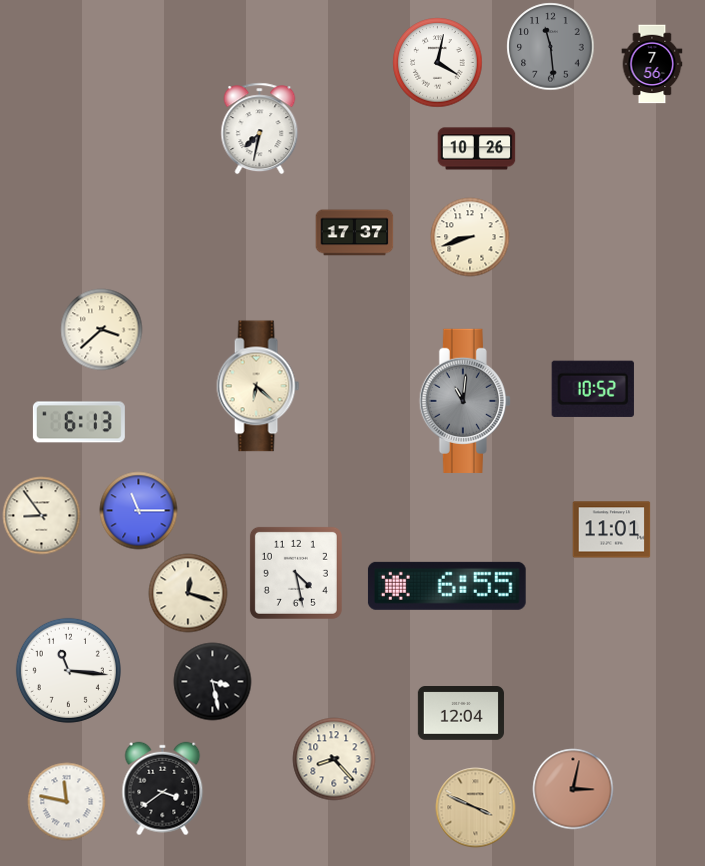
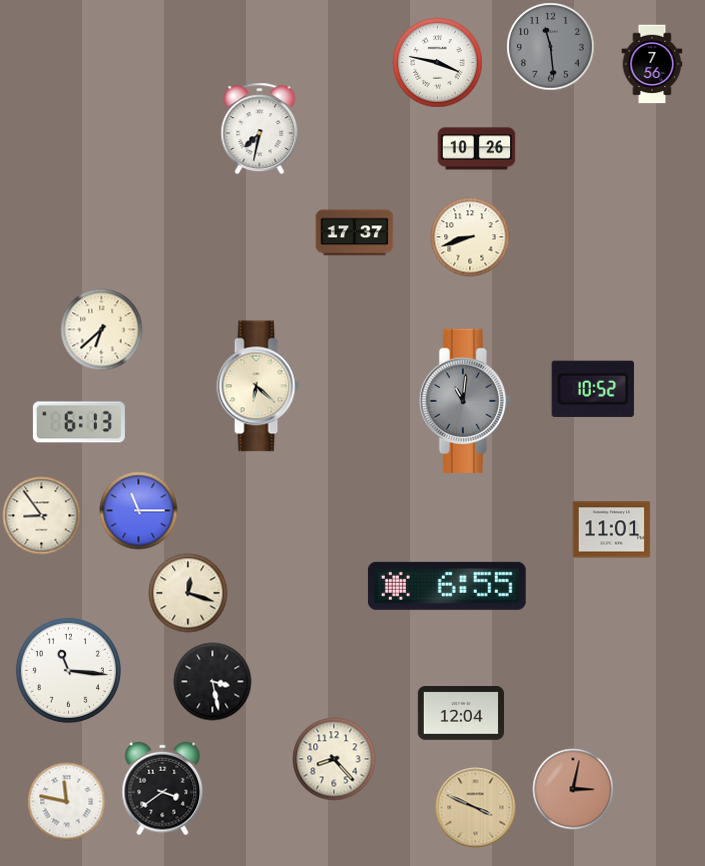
clock at (437, 62): 4:02 -> 3:47
clock at (101, 329): 3:38 -> 6:38
clock at (296, 573): 4:28 -> none
